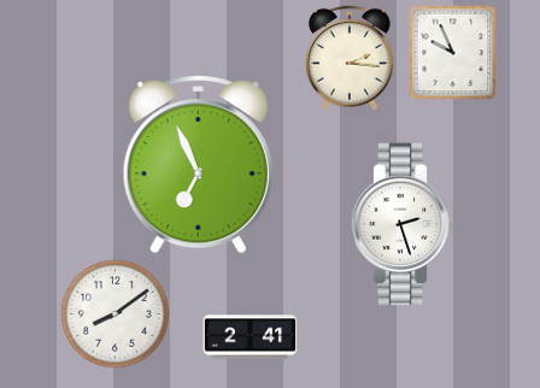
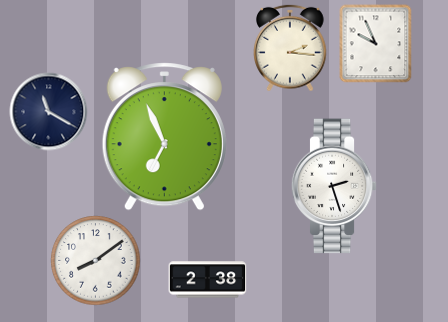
clock at (48, 111): none -> 11:20
clock at (250, 337): 2:41 -> 2:38
